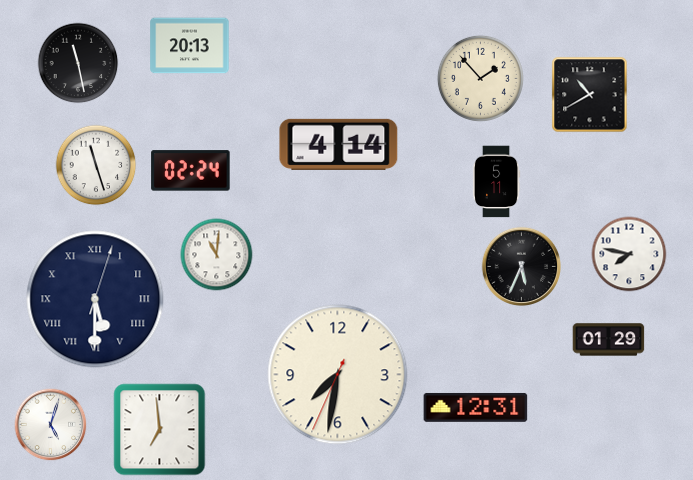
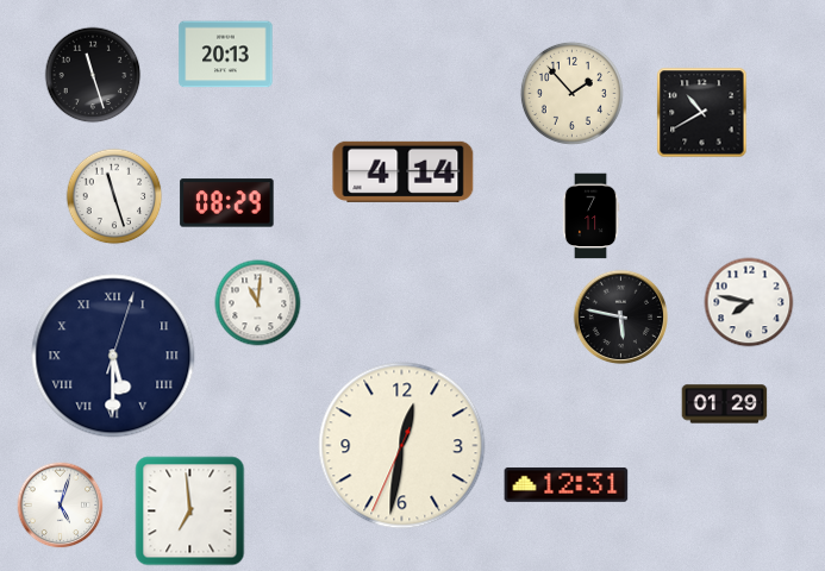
clock at (78, 63): 11:28 -> 11:27
clock at (191, 171): 02:24 -> 08:29
clock at (496, 182): 5:11 -> 7:11
clock at (521, 266): 5:34 -> 5:47
clock at (338, 375): 7:31 -> 12:31
